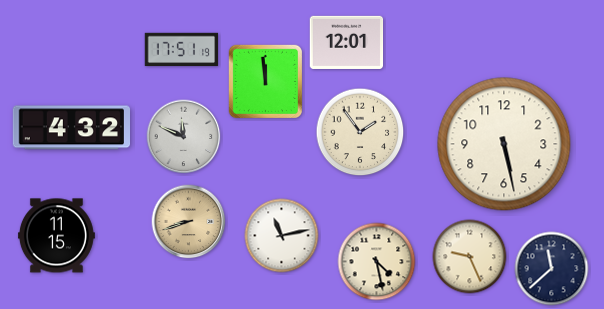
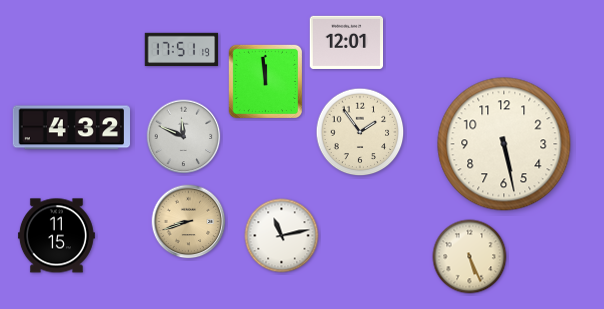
clock at (470, 257): 9:26 -> 5:26
clock at (377, 262): 4:28 -> none
clock at (552, 269): 11:38 -> none
